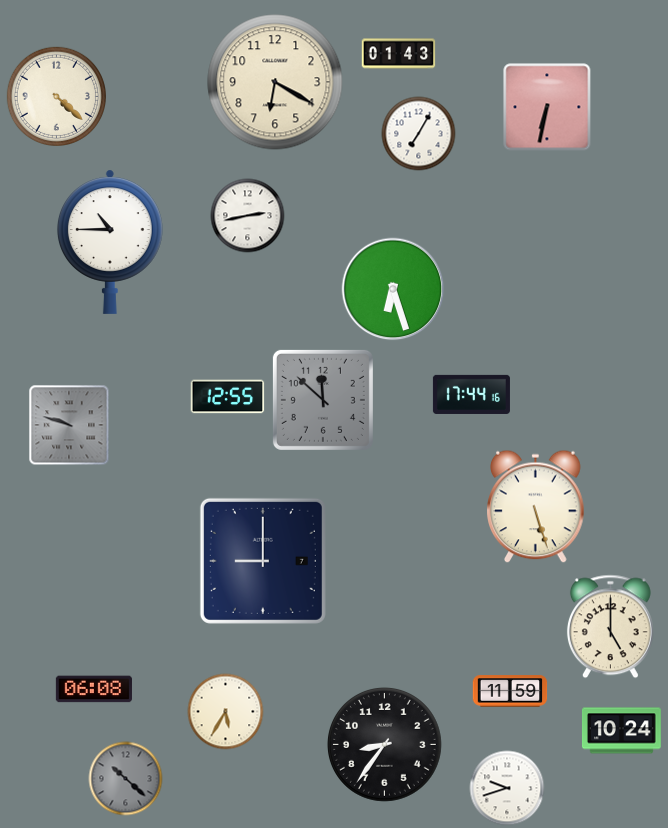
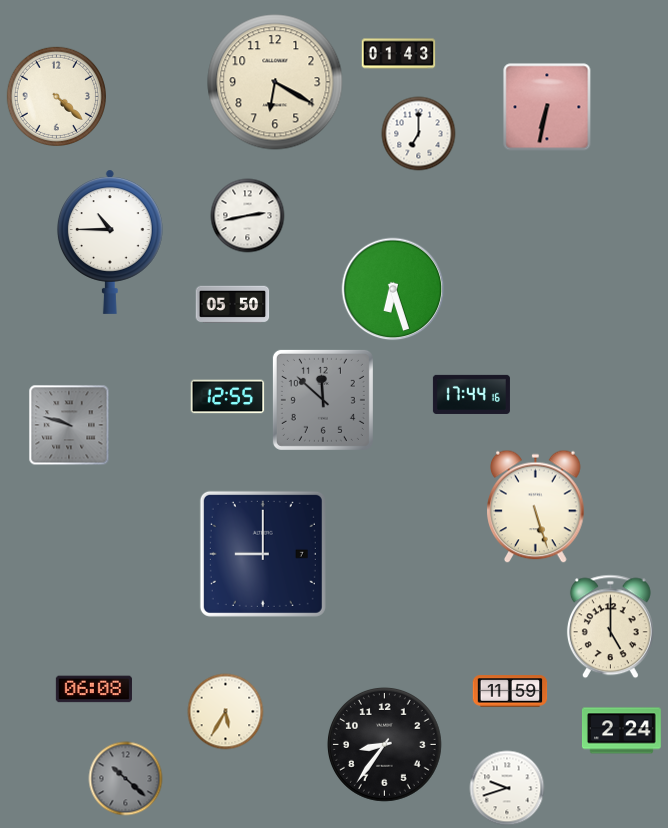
clock at (419, 134): 7:05 -> 7:00
clock at (233, 305): none -> 05:50
clock at (263, 561) position: (263, 561) -> (263, 554)
clock at (621, 731): 10:24 -> 2:24
